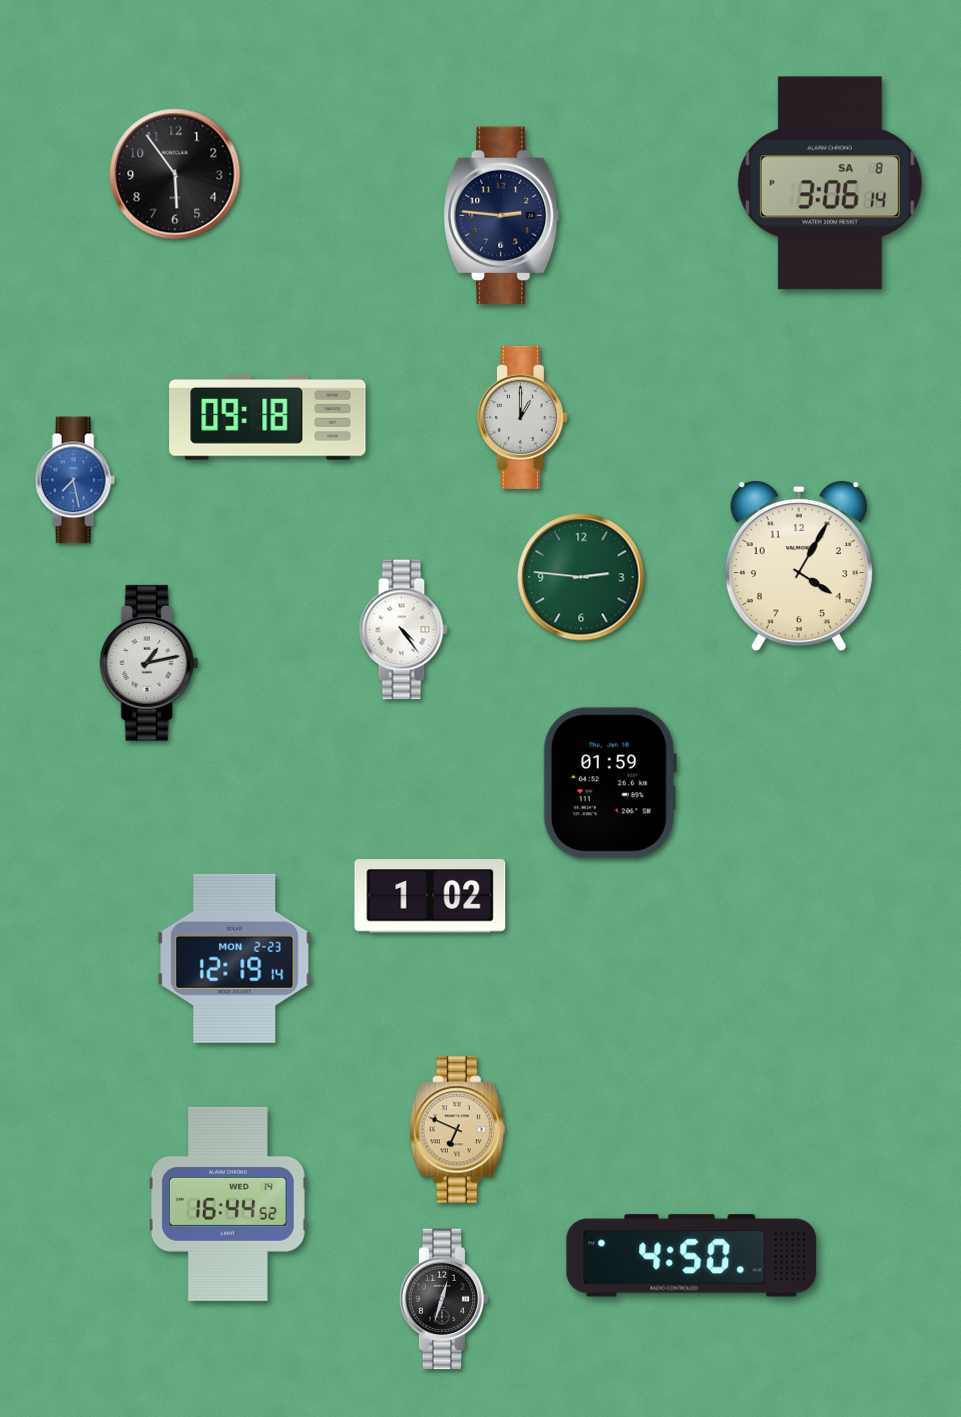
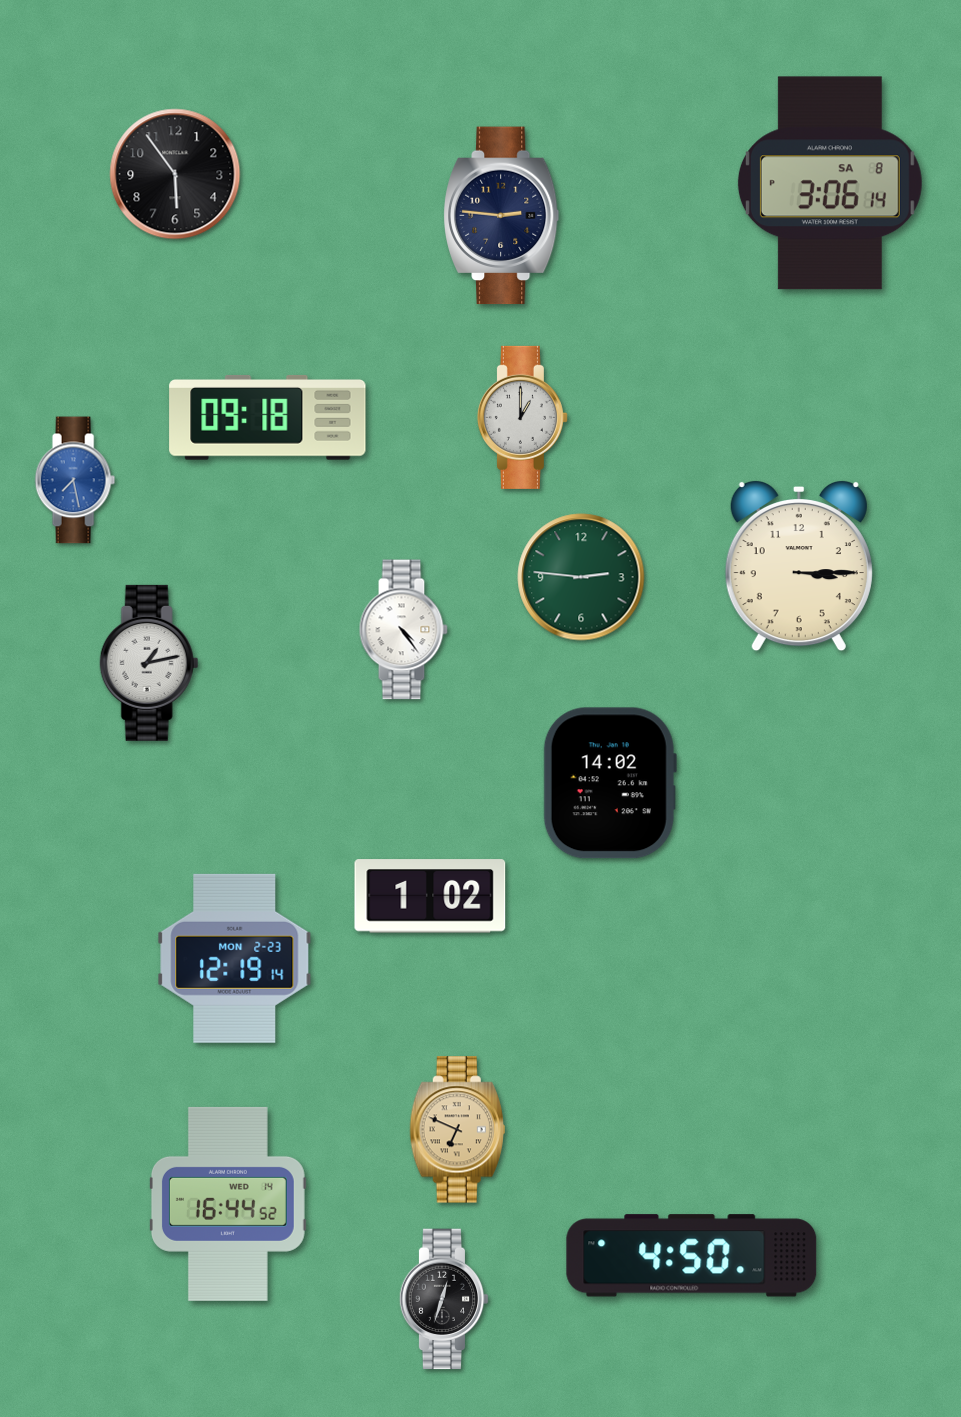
clock at (799, 566): 4:05 -> 3:15
clock at (610, 783): 01:59 -> 14:02
